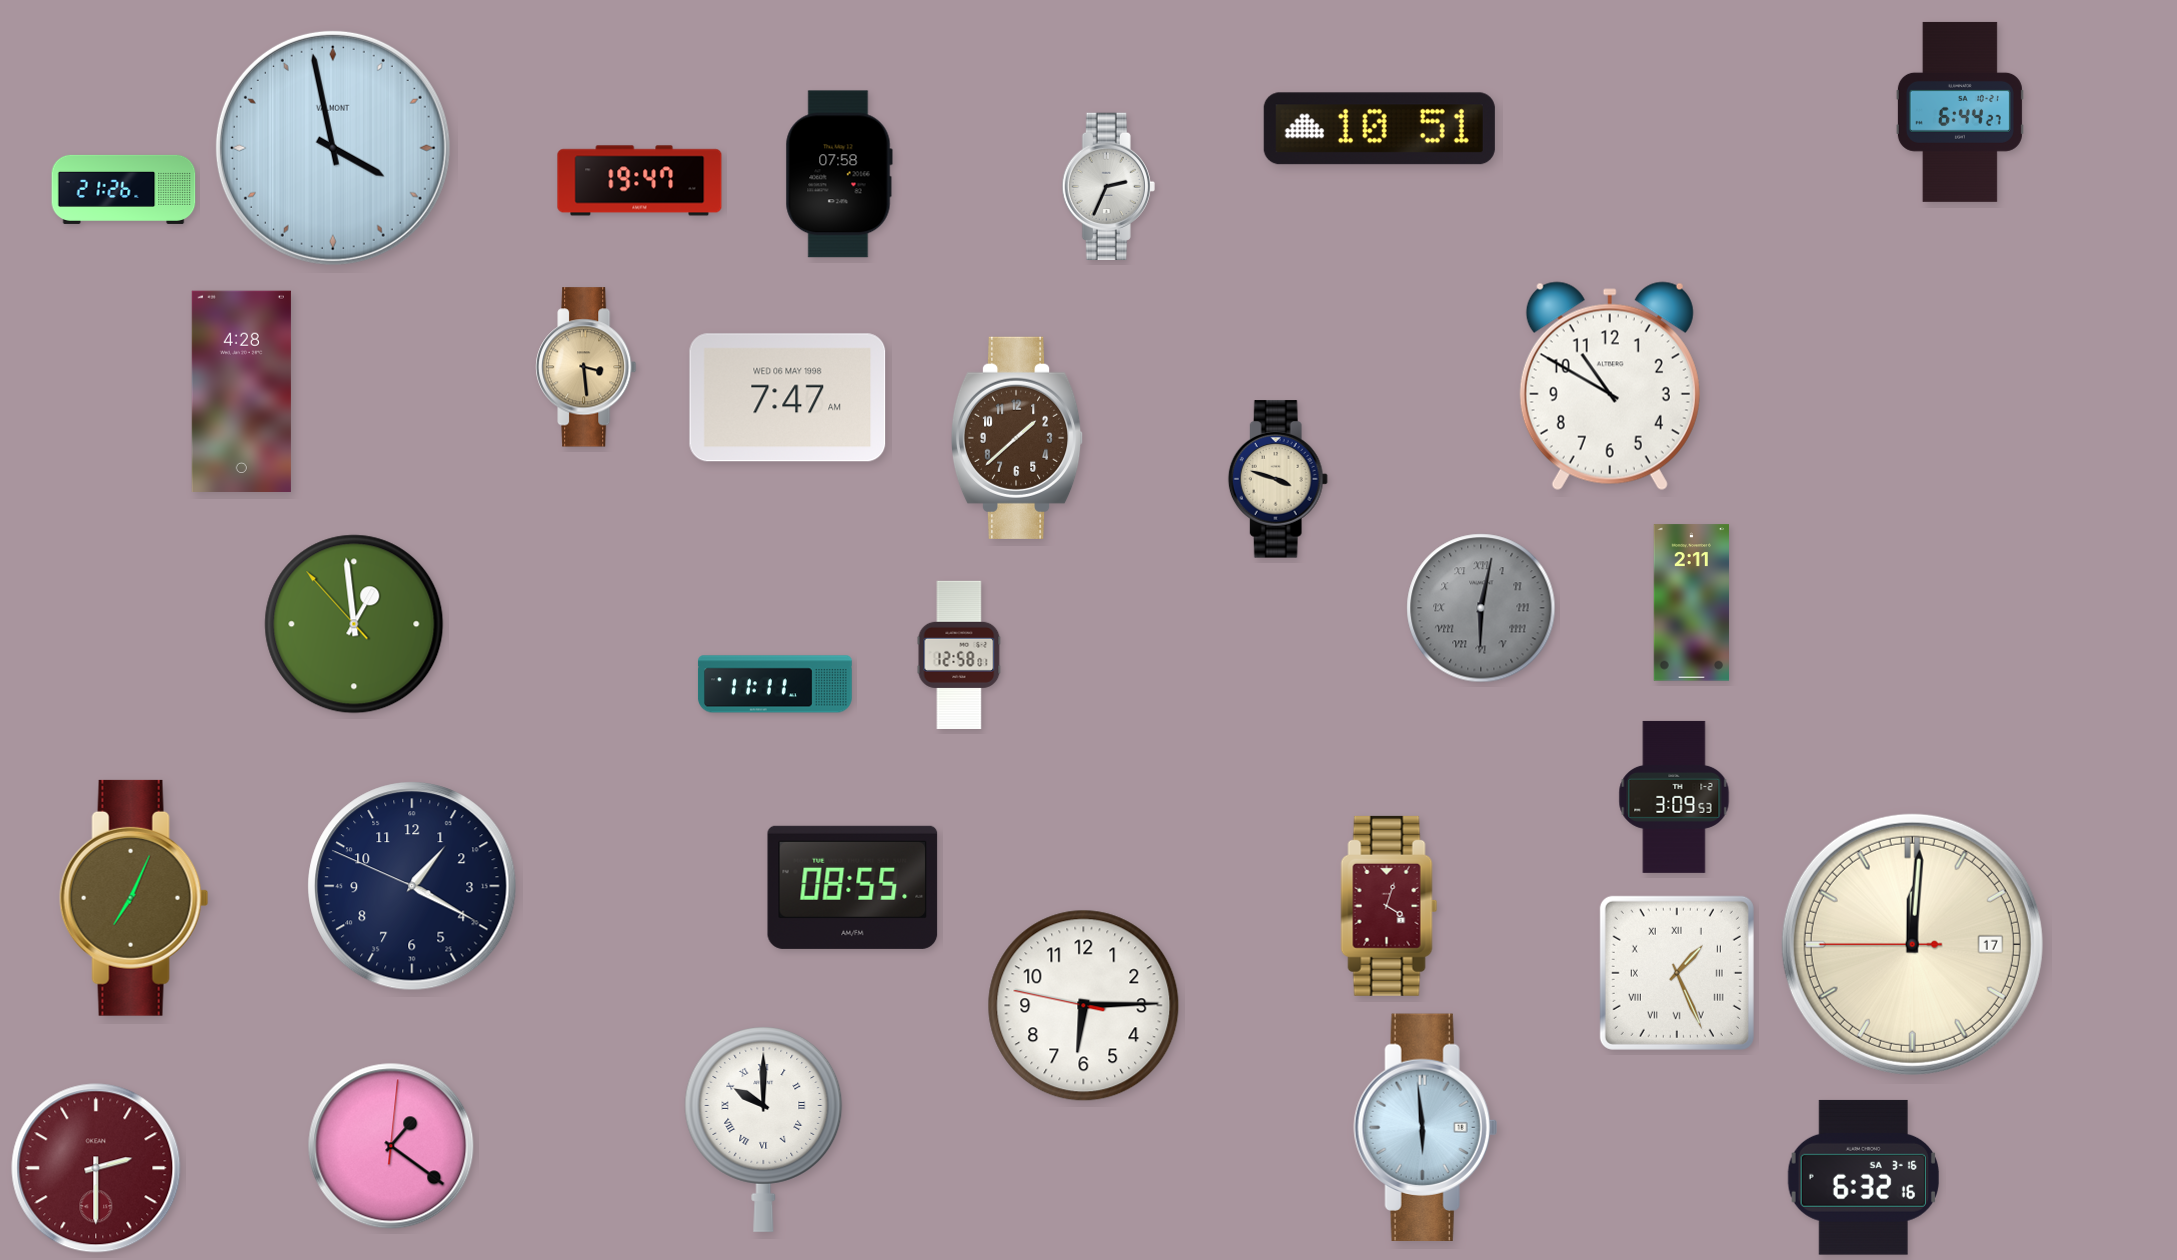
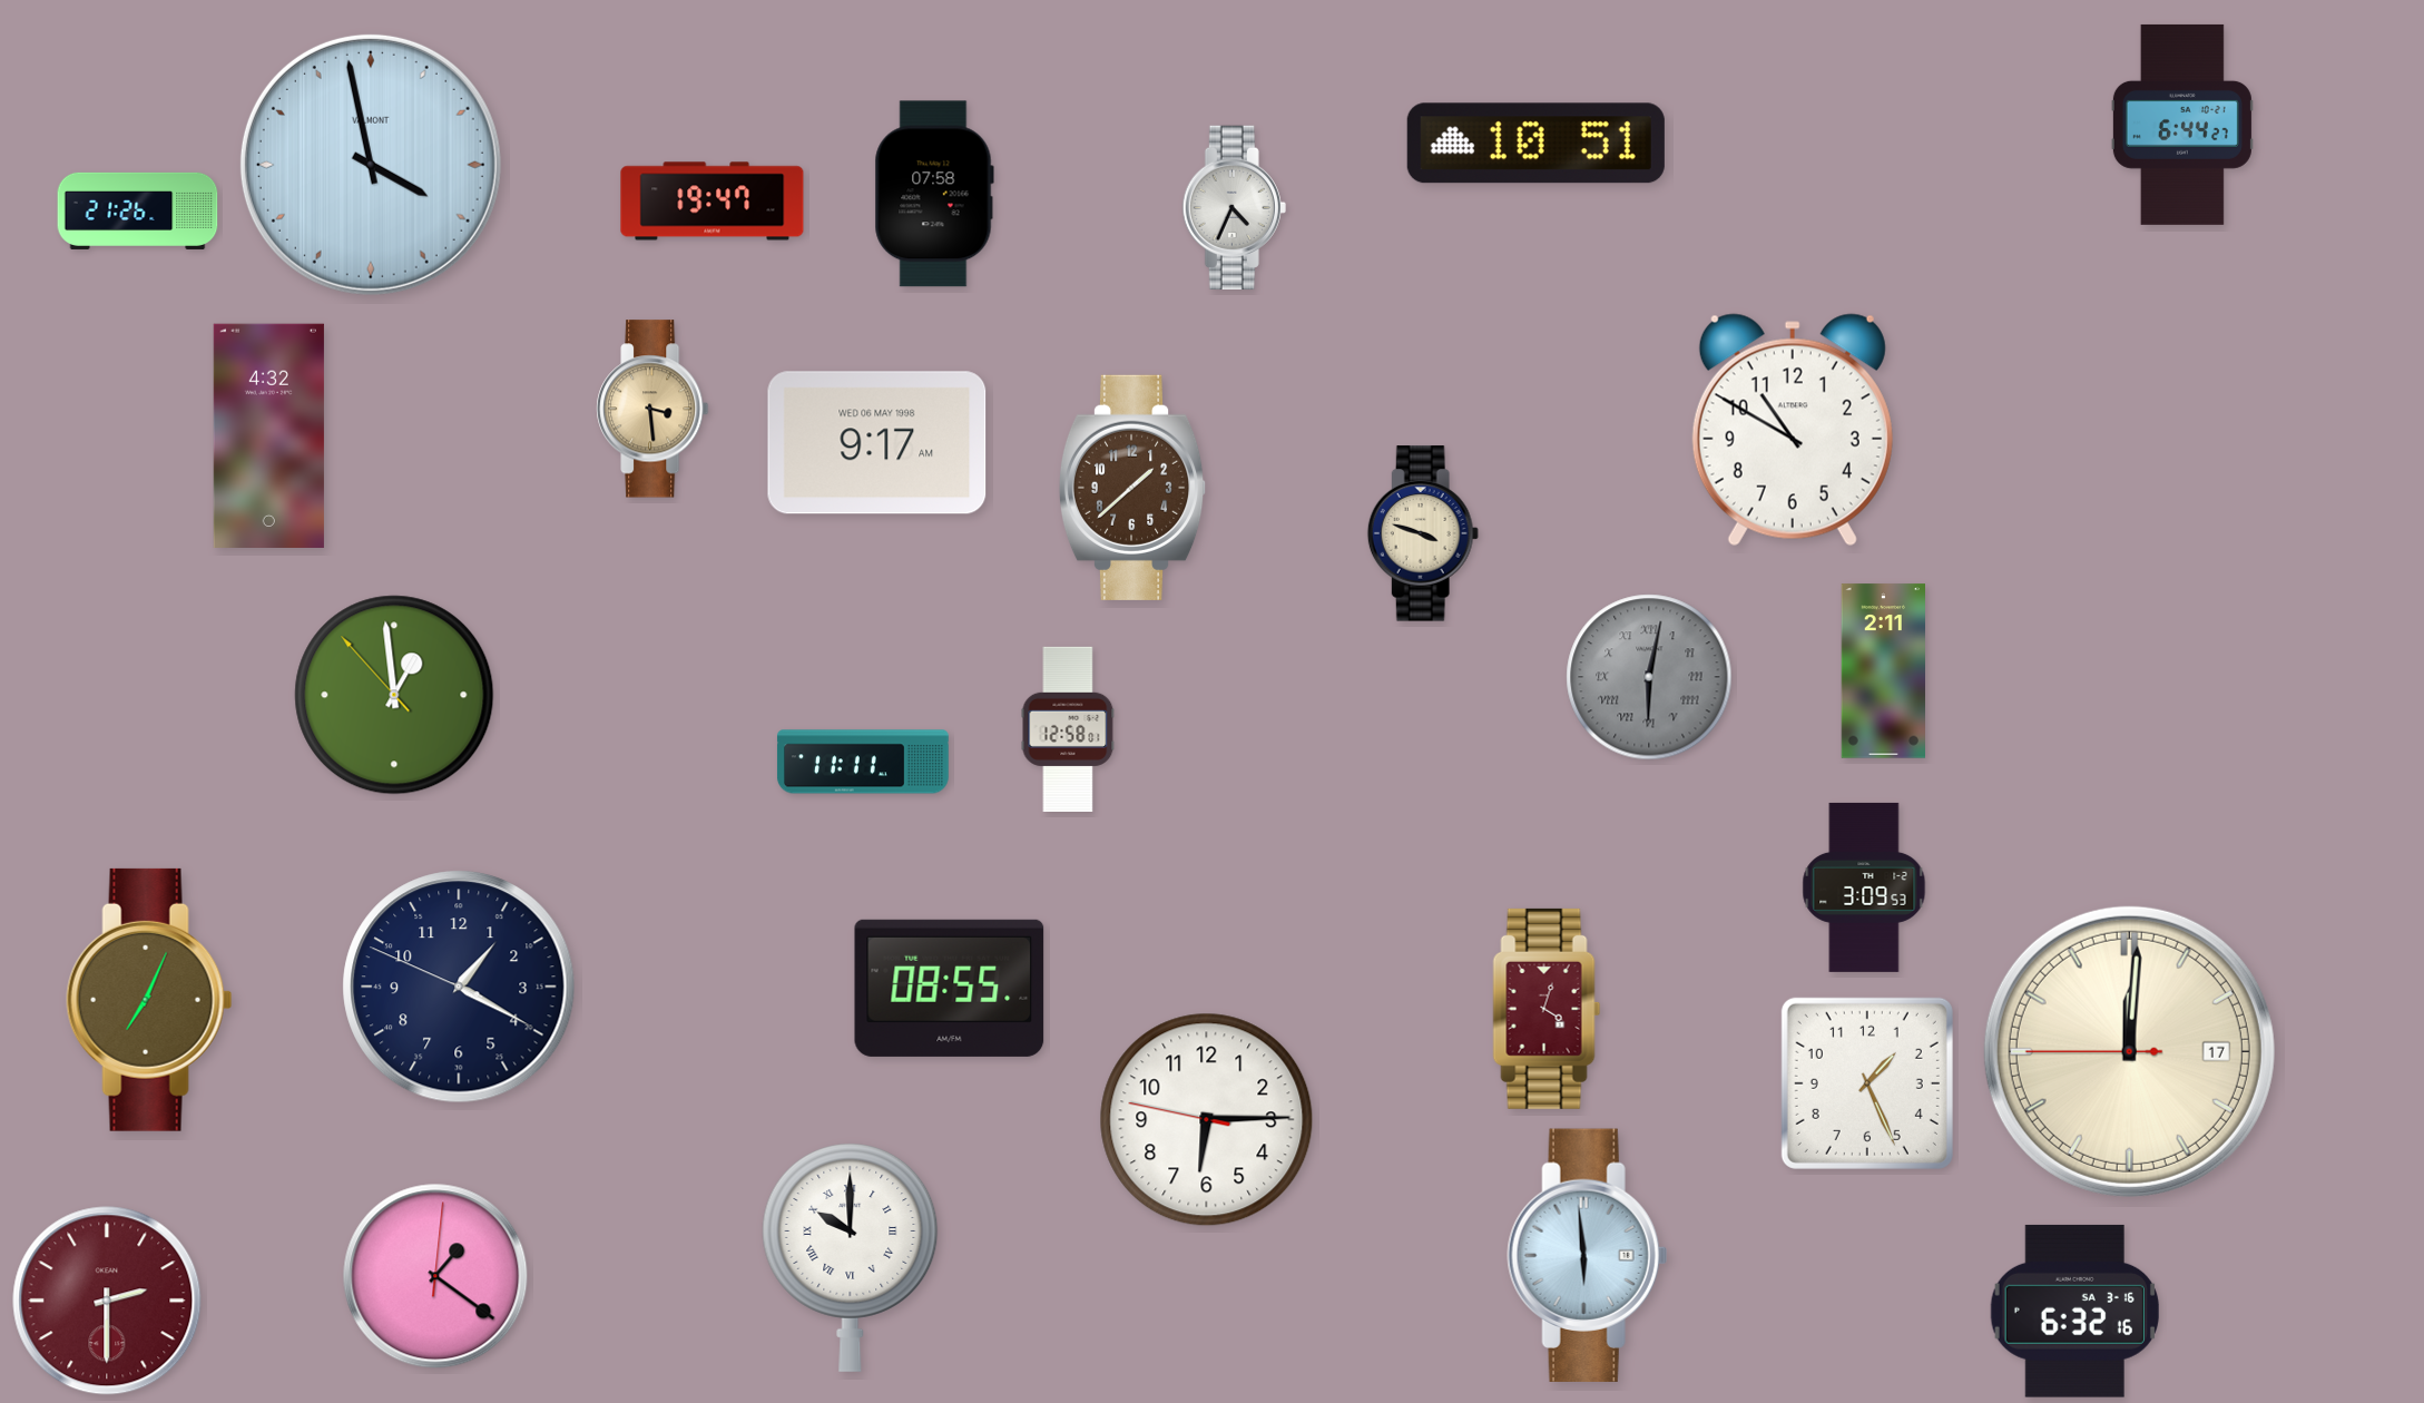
clock at (1108, 186): 2:34 -> 4:34
clock at (241, 391): 4:28 -> 4:32
clock at (788, 398): 7:47 -> 9:17
clock at (1677, 973) numerals: Roman -> Arabic
